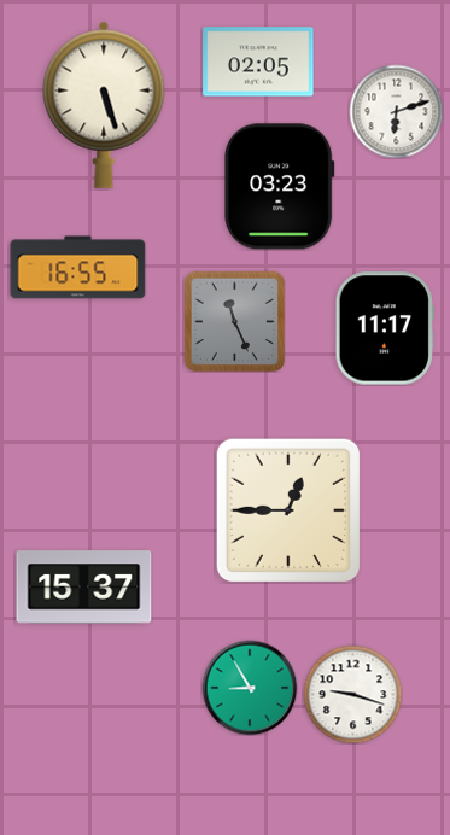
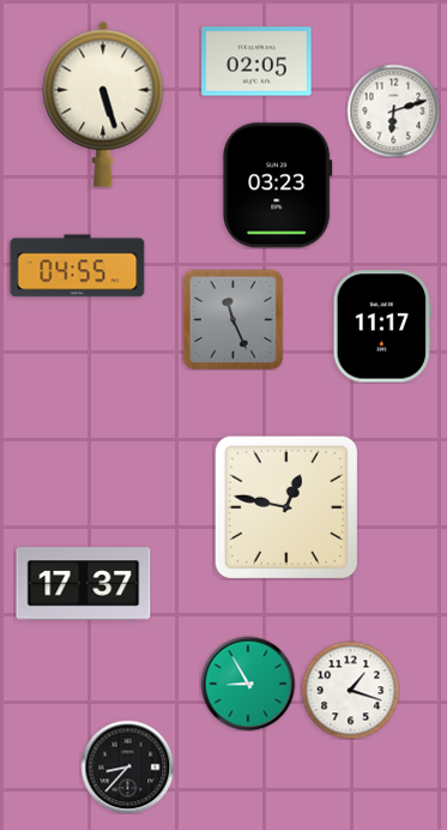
clock at (78, 268): 16:55 -> 04:55
clock at (287, 509): 12:45 -> 12:47
clock at (84, 588): 15:37 -> 17:37
clock at (352, 694): 9:18 -> 1:18
clock at (127, 766): none -> 8:37
